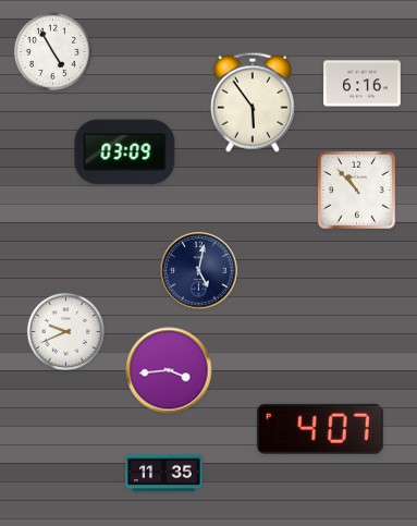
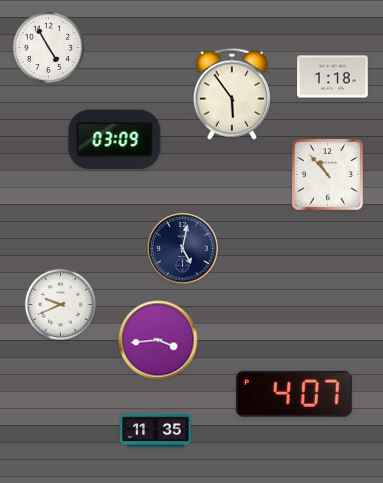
clock at (363, 84): 6:16 -> 1:18
clock at (169, 370) position: (169, 370) -> (158, 340)
clock at (164, 474) position: (164, 474) -> (156, 431)
